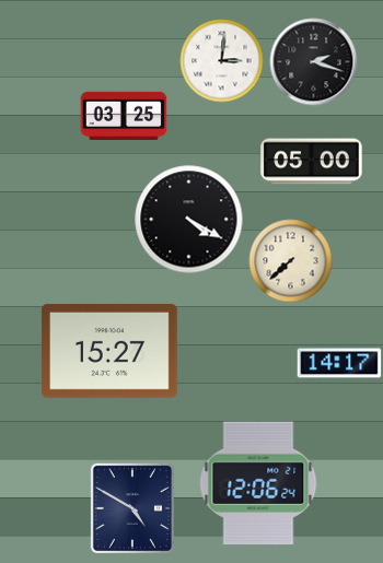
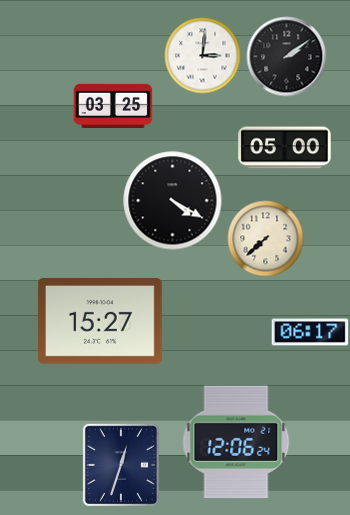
clock at (314, 62): 2:18 -> 2:09
clock at (339, 363): 14:17 -> 06:17
clock at (132, 508): 4:50 -> 12:33
